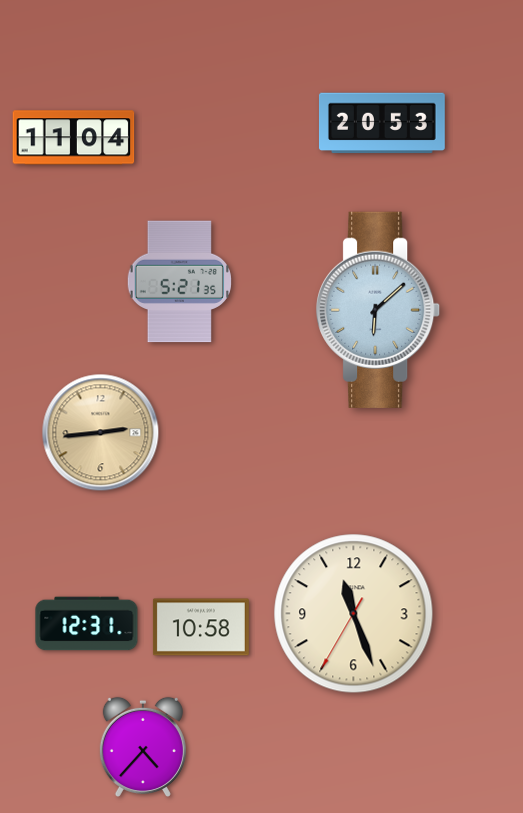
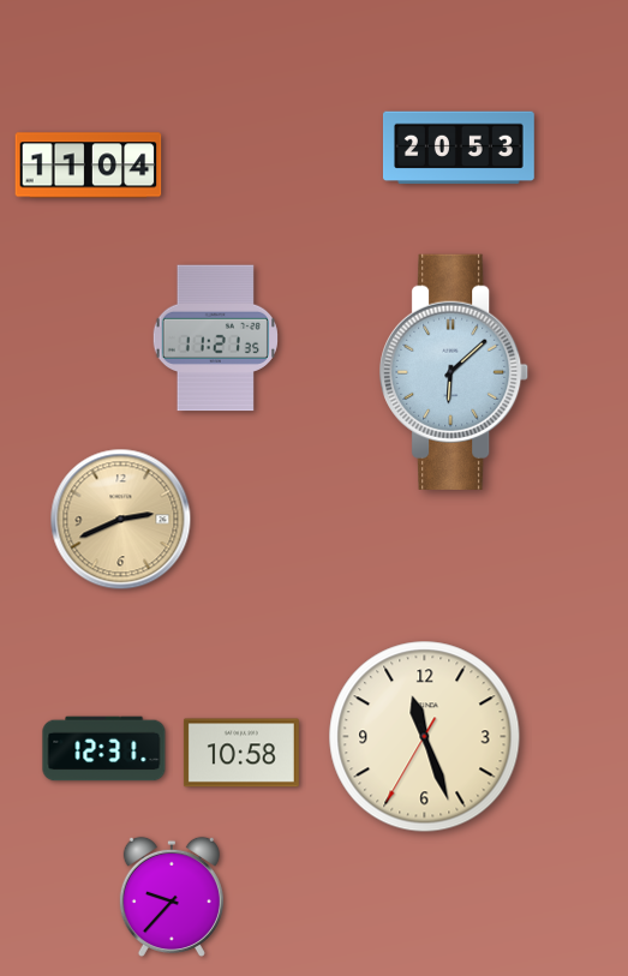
clock at (179, 282): 5:21 -> 11:21
clock at (101, 433): 2:44 -> 2:41
clock at (143, 746): 4:37 -> 9:37
